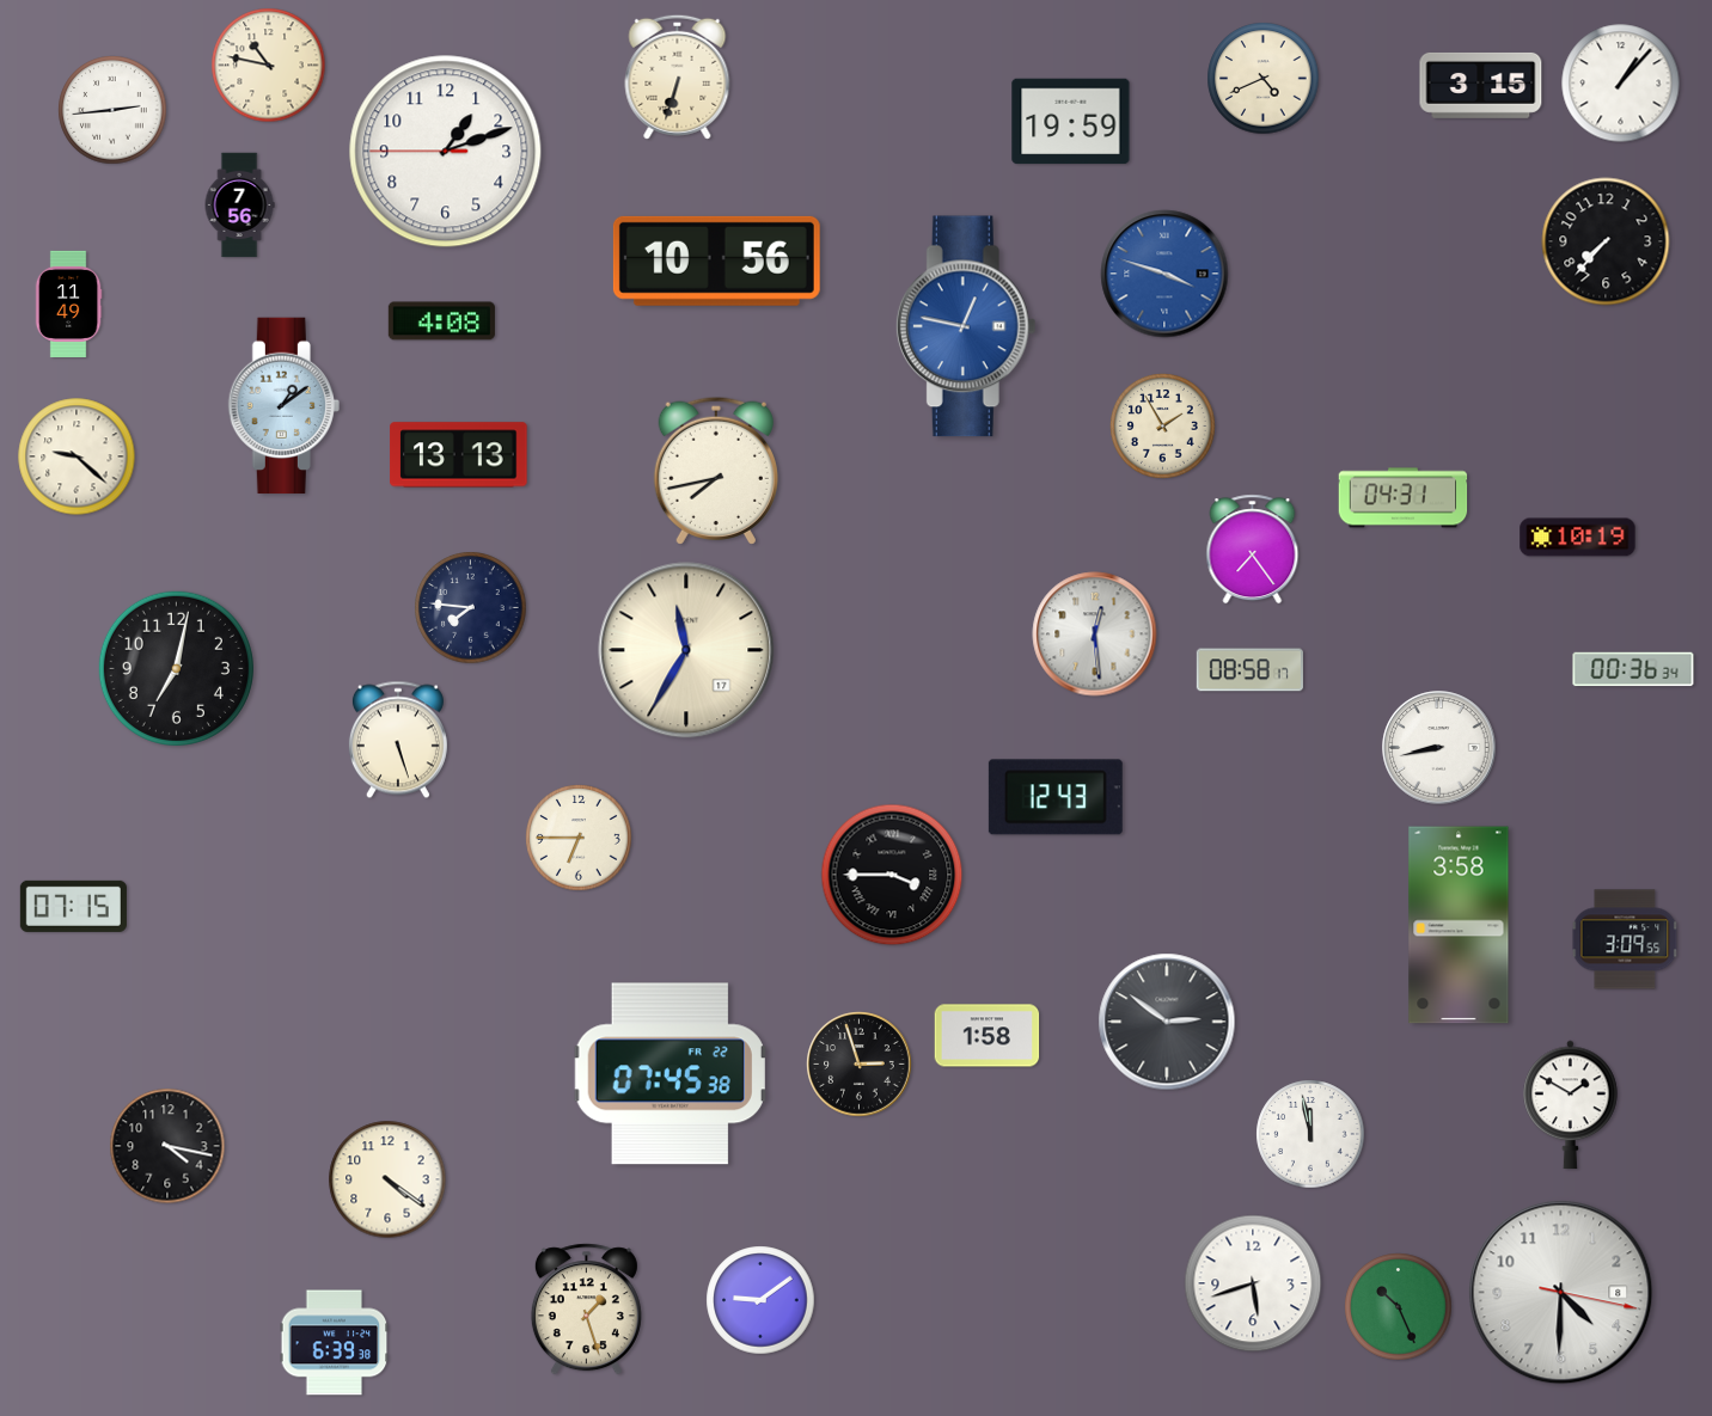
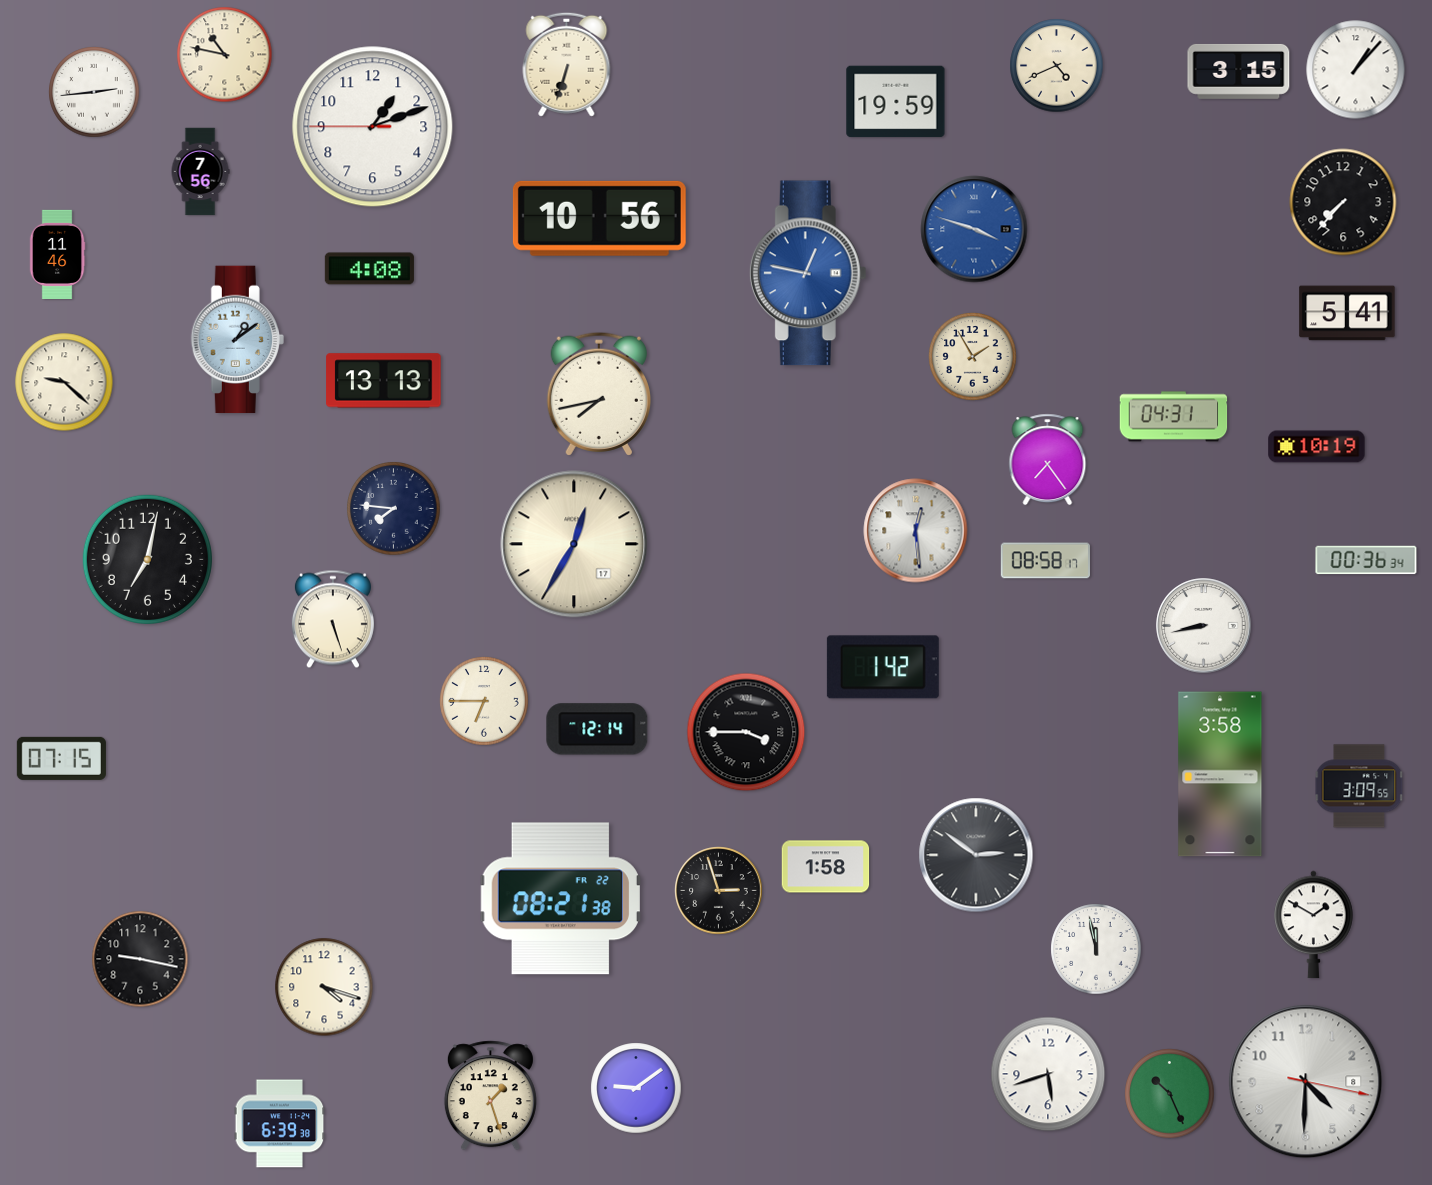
clock at (68, 304): 11:49 -> 11:46
clock at (1347, 313): none -> 5:41
clock at (1578, 538) position: (1578, 538) -> (1317, 447)
clock at (686, 650): 11:35 -> 12:35
clock at (1056, 797): 12:43 -> 1:42
clock at (597, 729): none -> 12:14
clock at (669, 1074): 07:45 -> 08:21
clock at (167, 1146): 4:17 -> 9:17
clock at (387, 1179): 4:21 -> 4:18
